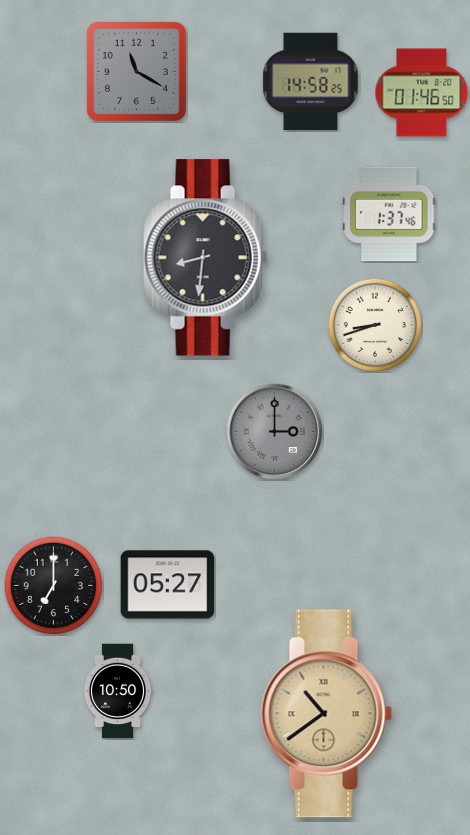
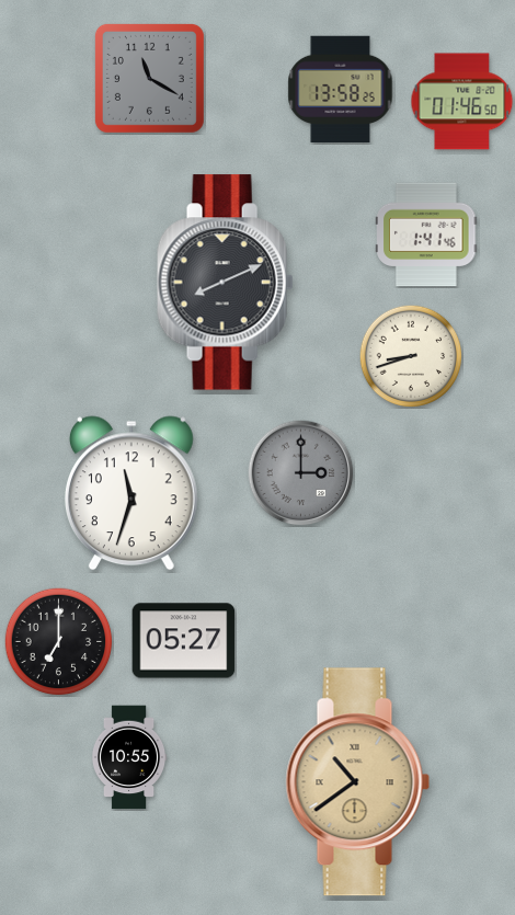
clock at (311, 82): 14:58 -> 13:58
clock at (389, 214): 1:37 -> 1:41
clock at (206, 258): 8:31 -> 8:11
clock at (131, 493): none -> 11:33
clock at (118, 691): 10:50 -> 10:55
